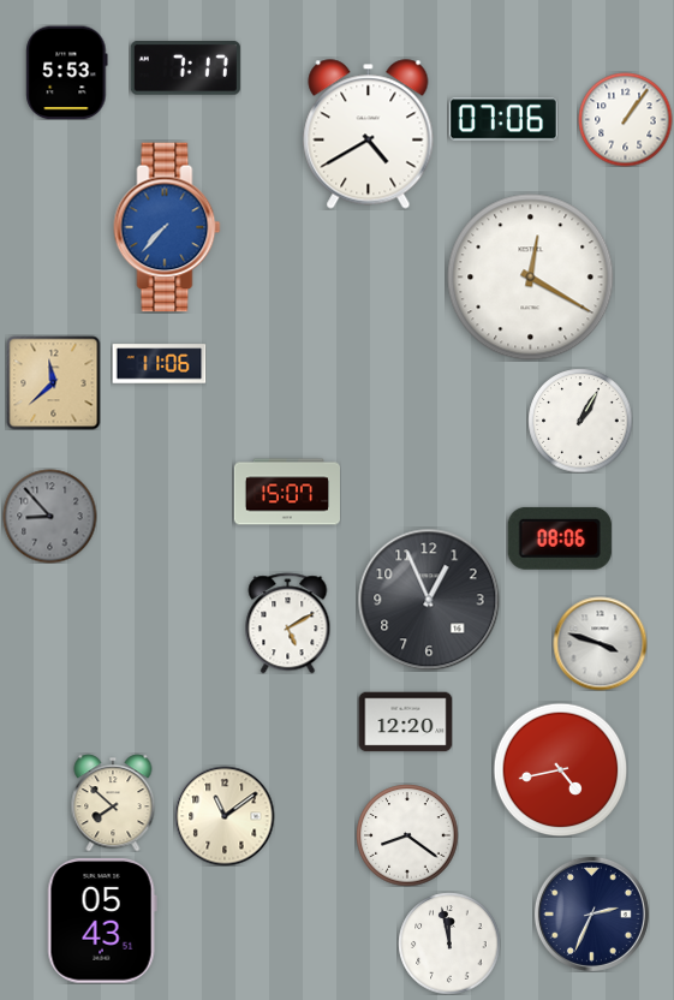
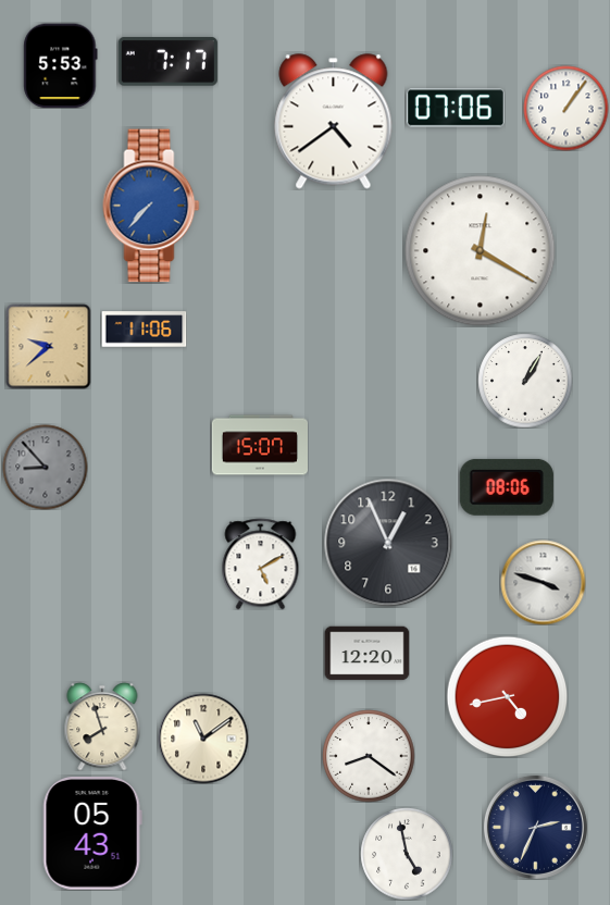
clock at (369, 135): 4:40 -> 4:39
clock at (53, 382): 11:38 -> 9:38
clock at (113, 803): 7:52 -> 7:57
clock at (449, 944): 11:58 -> 4:58
